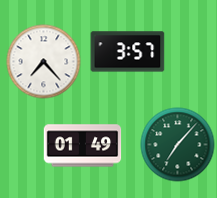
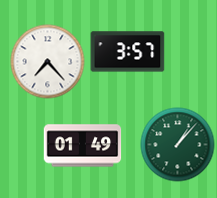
clock at (44, 62) position: (44, 62) -> (48, 62)
clock at (178, 145): 7:07 -> 1:07
